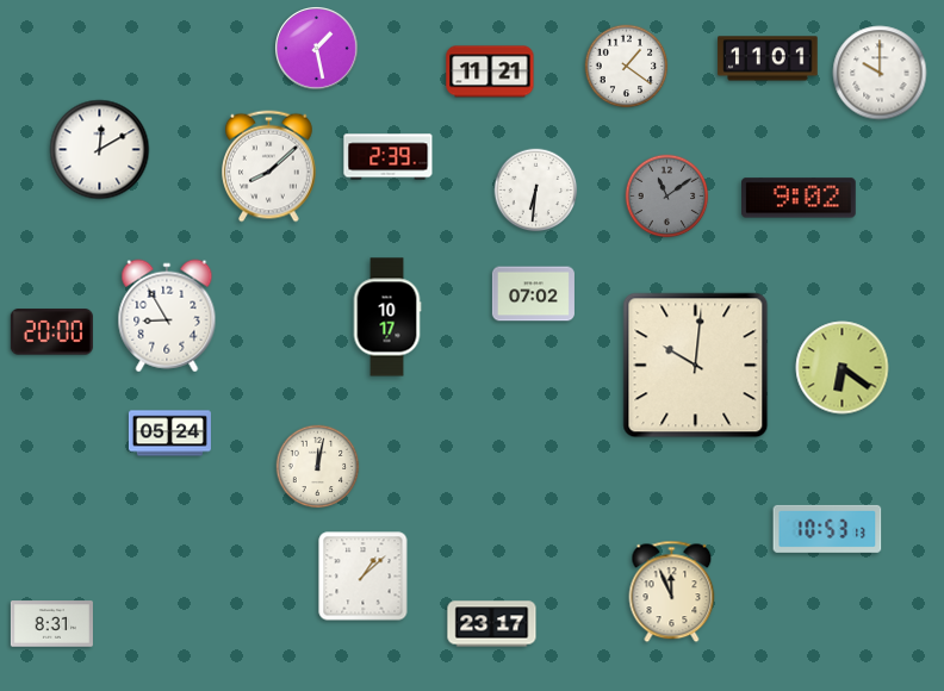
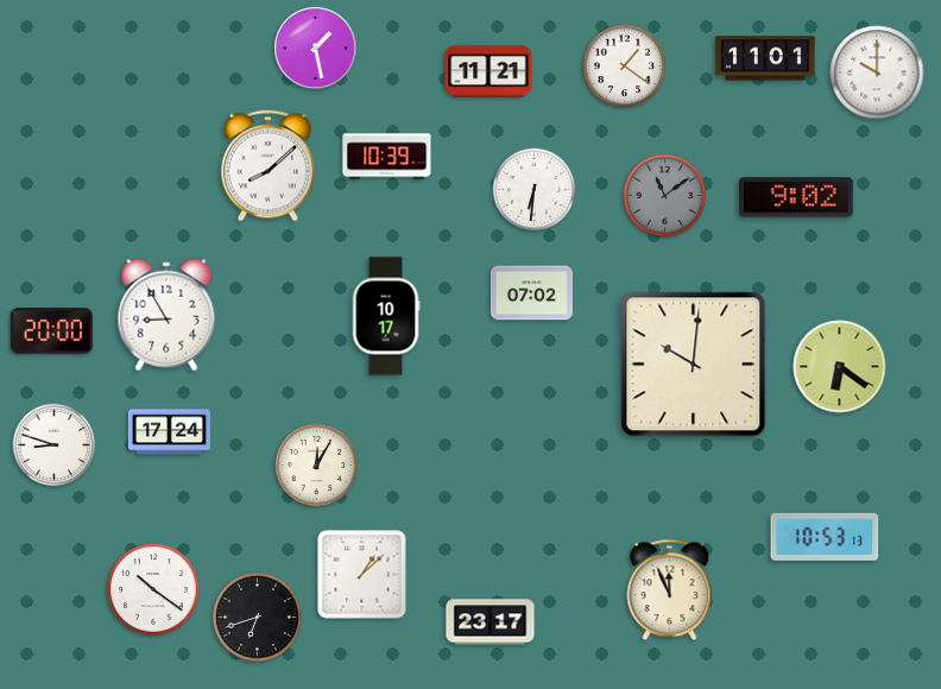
clock at (100, 150): 12:10 -> none
clock at (389, 157): 2:39 -> 10:39
clock at (169, 434): 05:24 -> 17:24
clock at (55, 445): none -> 8:48
clock at (318, 467): 12:02 -> 12:05
clock at (827, 529) position: (827, 529) -> (825, 537)
clock at (153, 589): none -> 10:21
clock at (258, 618): none -> 6:42
clock at (51, 624): 8:31 -> none
